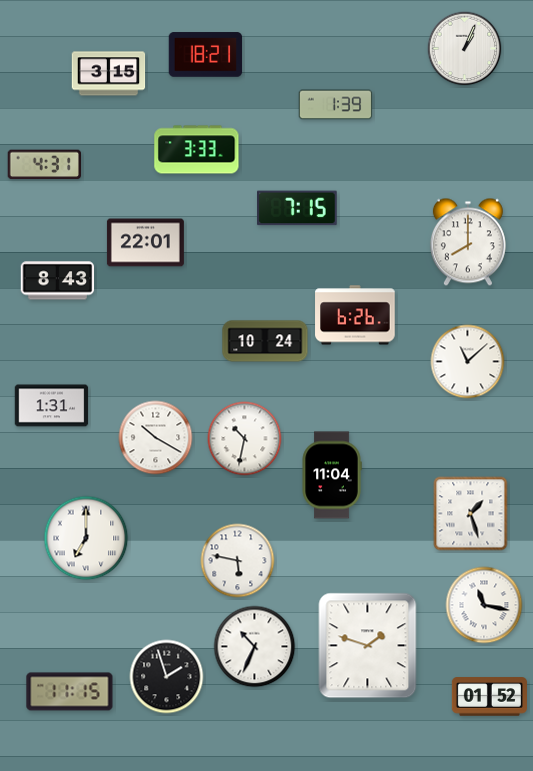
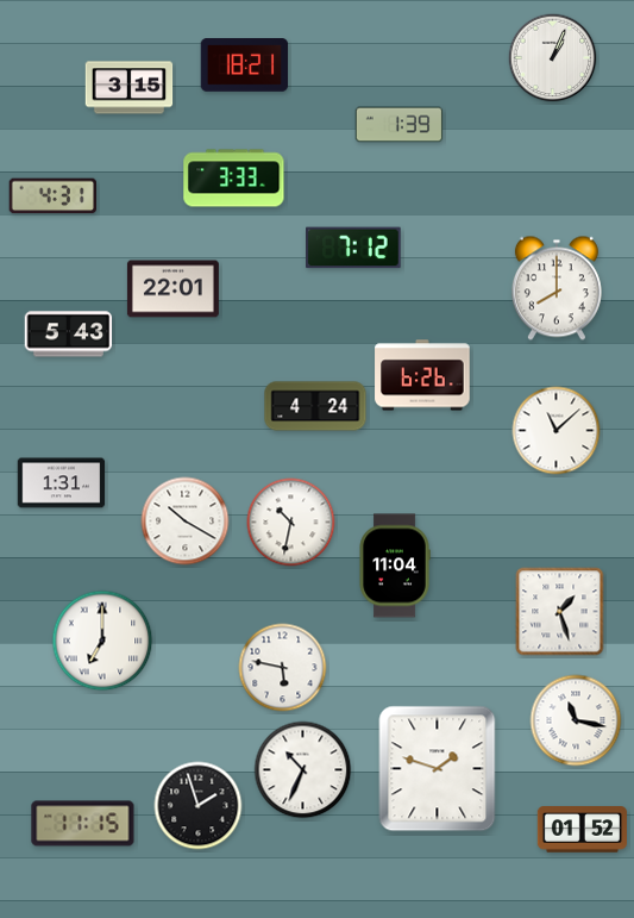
clock at (297, 208): 7:15 -> 7:12
clock at (58, 281): 8:43 -> 5:43
clock at (265, 341): 10:24 -> 4:24
